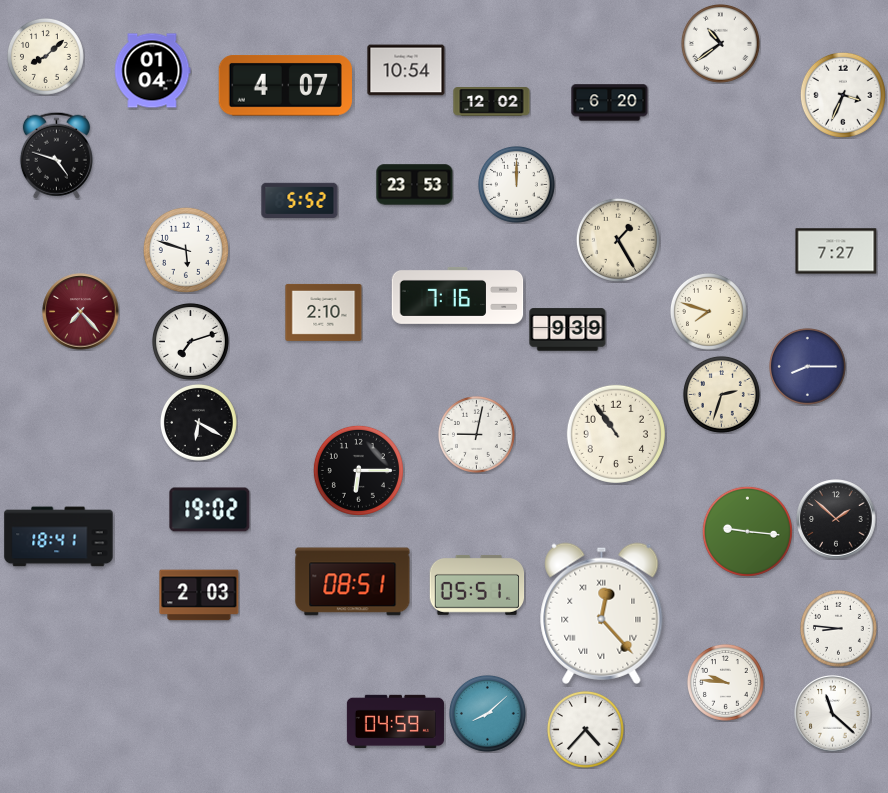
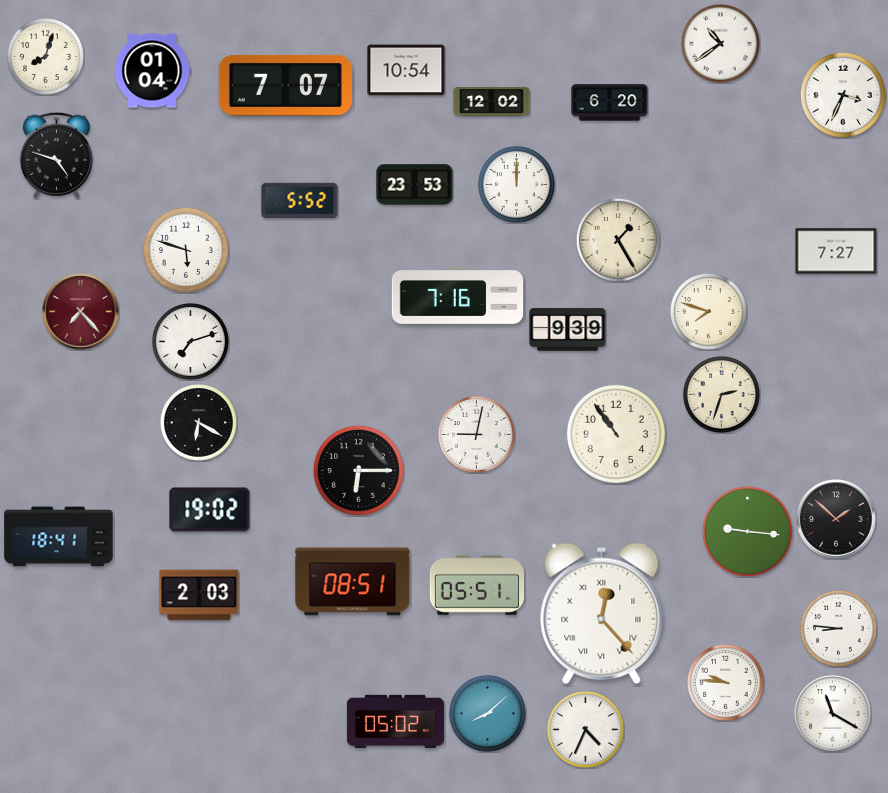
clock at (45, 56): 8:08 -> 8:03
clock at (285, 86): 4:07 -> 7:07
clock at (324, 312): 2:10 -> none
clock at (807, 366): 8:15 -> none
clock at (833, 714): 11:22 -> 11:20
clock at (395, 722): 04:59 -> 05:02
clock at (585, 729): 4:37 -> 4:34
